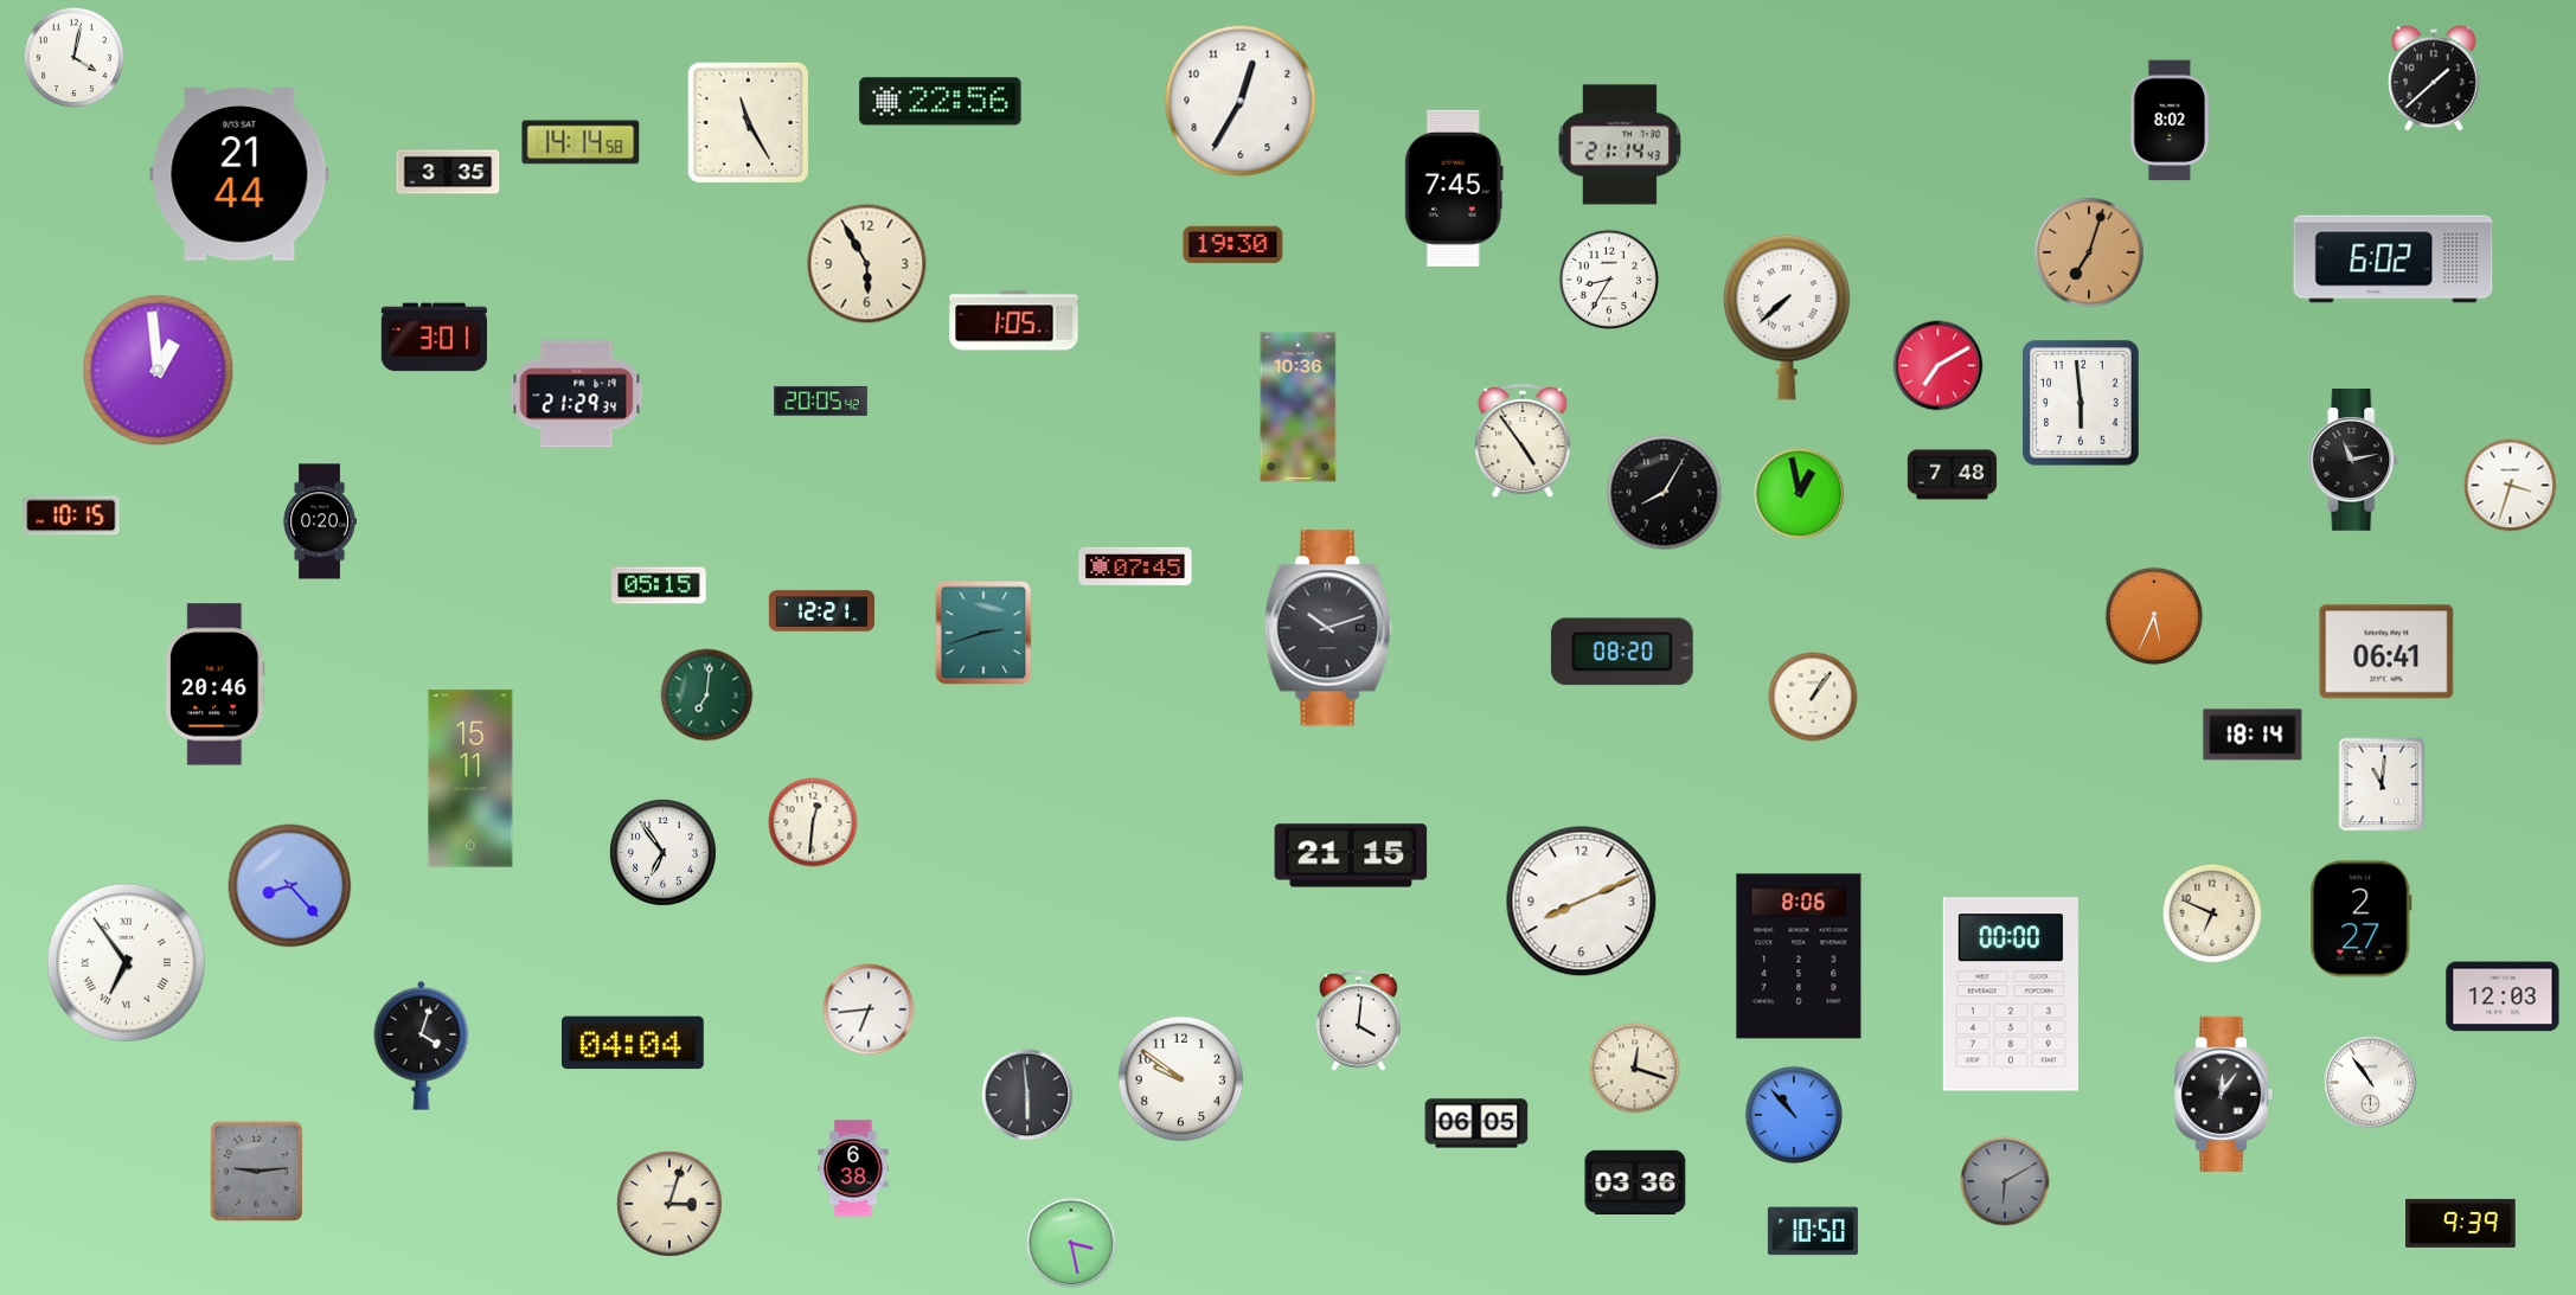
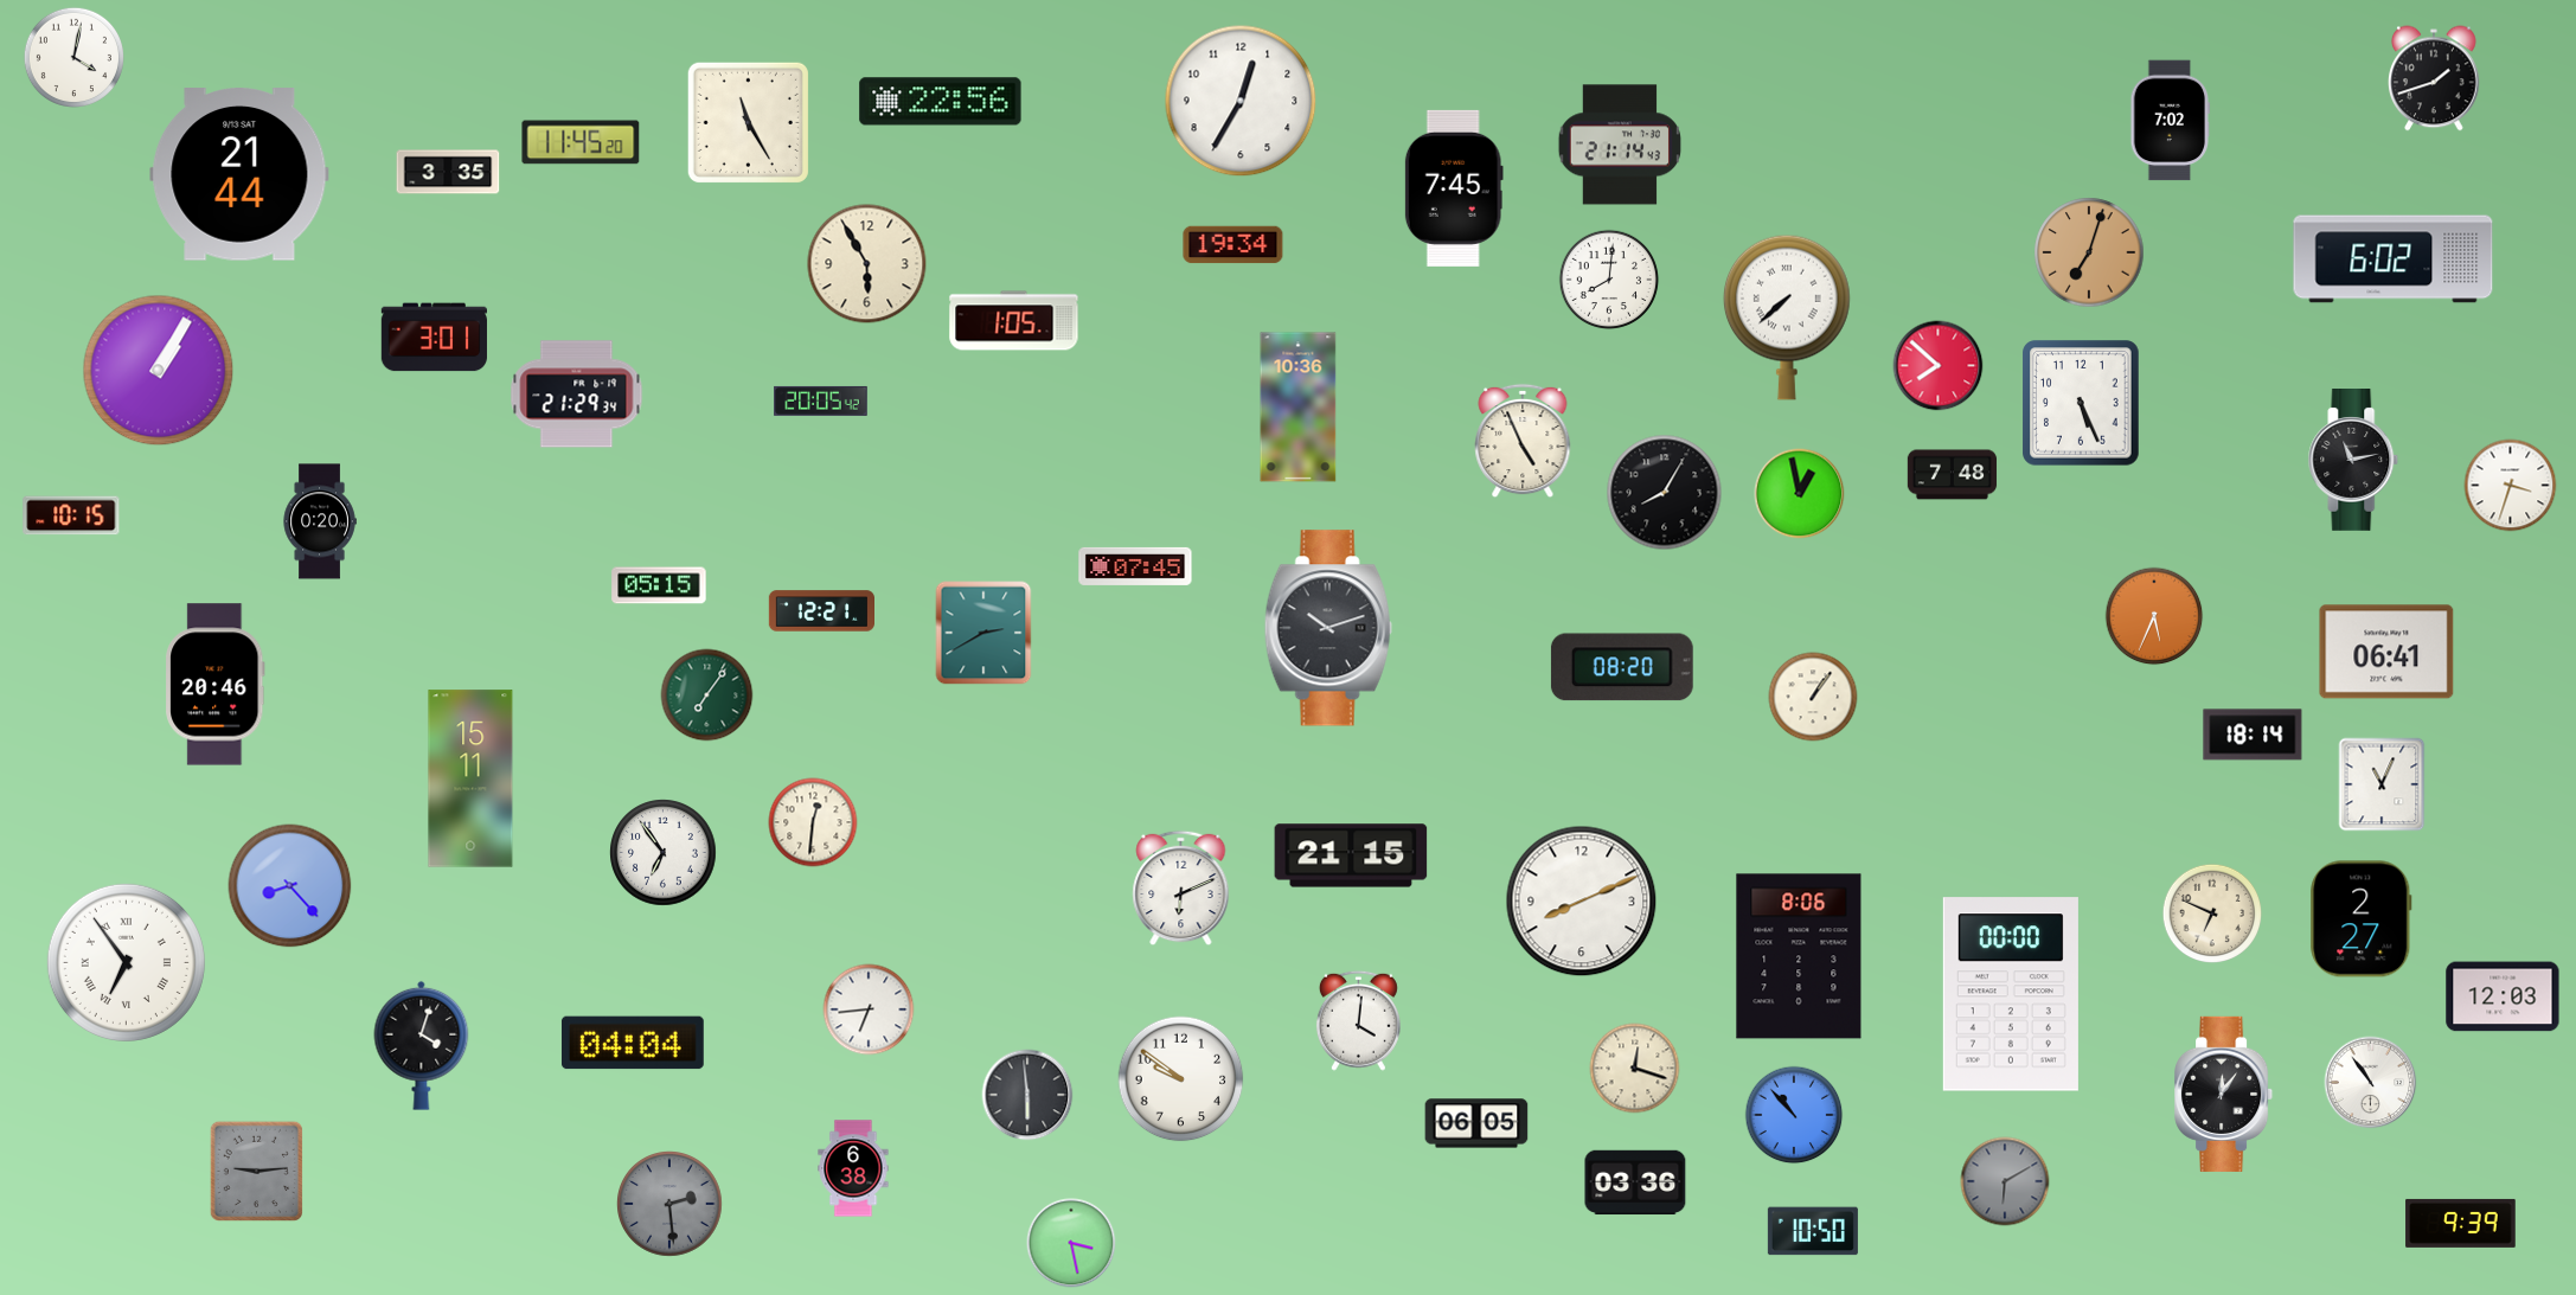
clock at (2434, 78): 1:38 -> 1:42
clock at (2171, 121): 8:02 -> 7:02
clock at (581, 142): 14:14 -> 11:45
clock at (1233, 245): 19:30 -> 19:34
clock at (1609, 280): 8:35 -> 8:01
clock at (1939, 366): 7:10 -> 7:52
clock at (159, 371): 12:59 -> 1:05
clock at (2081, 403): 5:59 -> 5:26
clock at (1523, 441): 4:54 -> 4:56
clock at (983, 633): 2:42 -> 2:40
clock at (1622, 652) position: (1622, 652) -> (1622, 667)
clock at (707, 695): 7:01 -> 7:06
clock at (2382, 784): 11:01 -> 11:04
clock at (1181, 889): none -> 6:11
clock at (671, 1205): 3:03 -> 2:29
clock at (671, 1205) dial: cream -> grey
